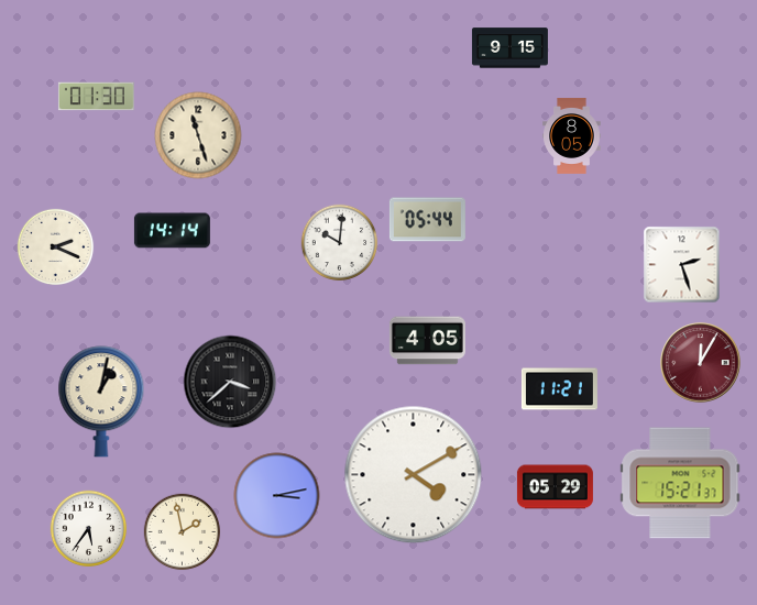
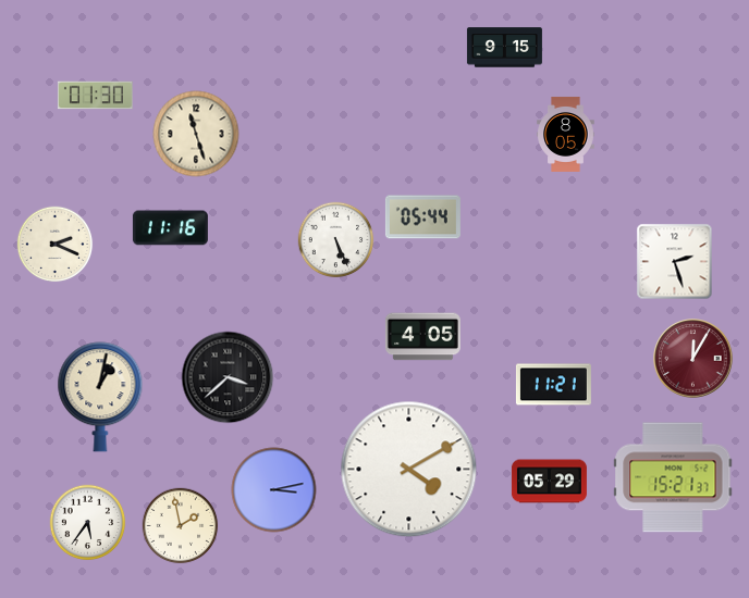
clock at (172, 231): 14:14 -> 11:16
clock at (340, 243): 10:01 -> 5:26
